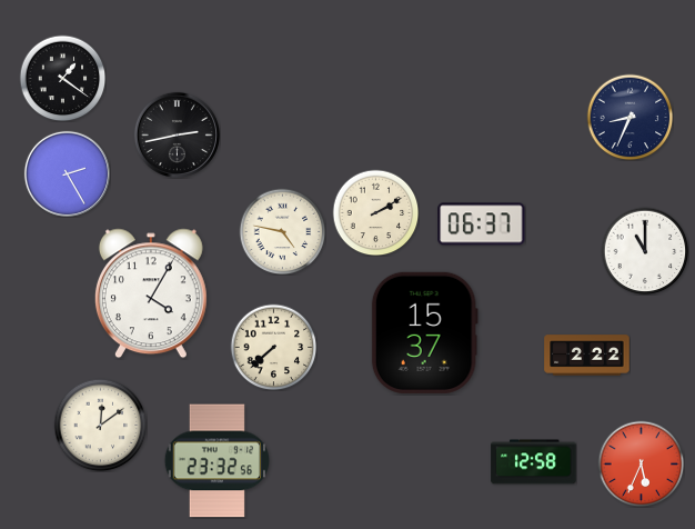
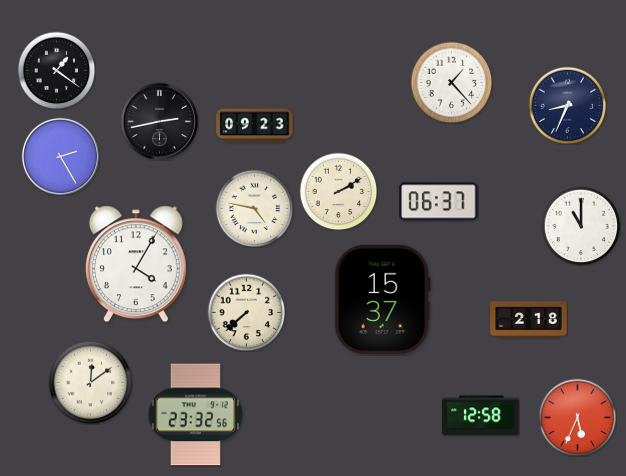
clock at (451, 82): none -> 1:23
clock at (255, 126): none -> 09:23
clock at (482, 224) position: (482, 224) -> (439, 202)
clock at (587, 356): 2:22 -> 2:18
